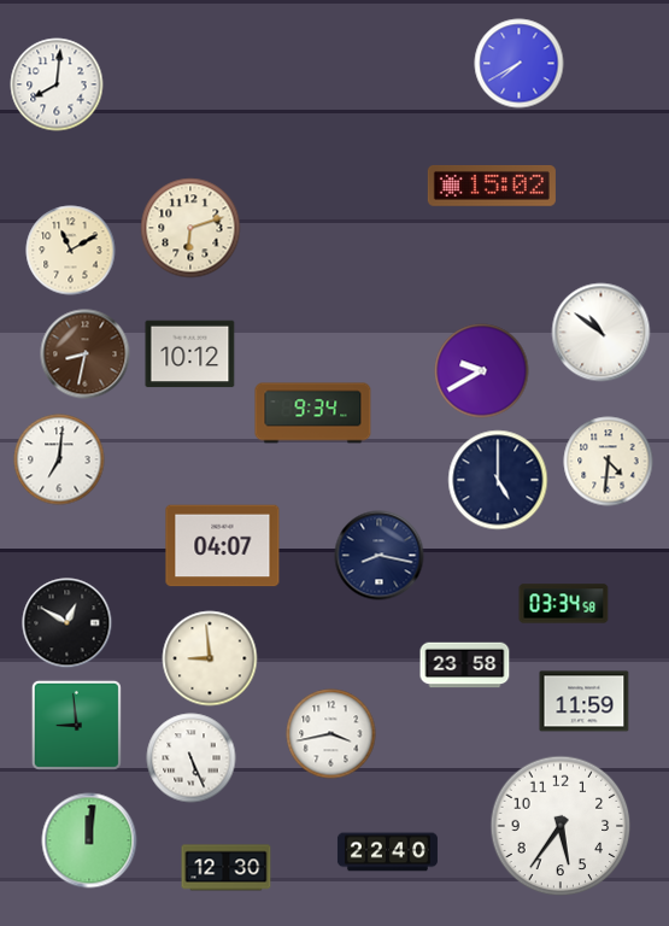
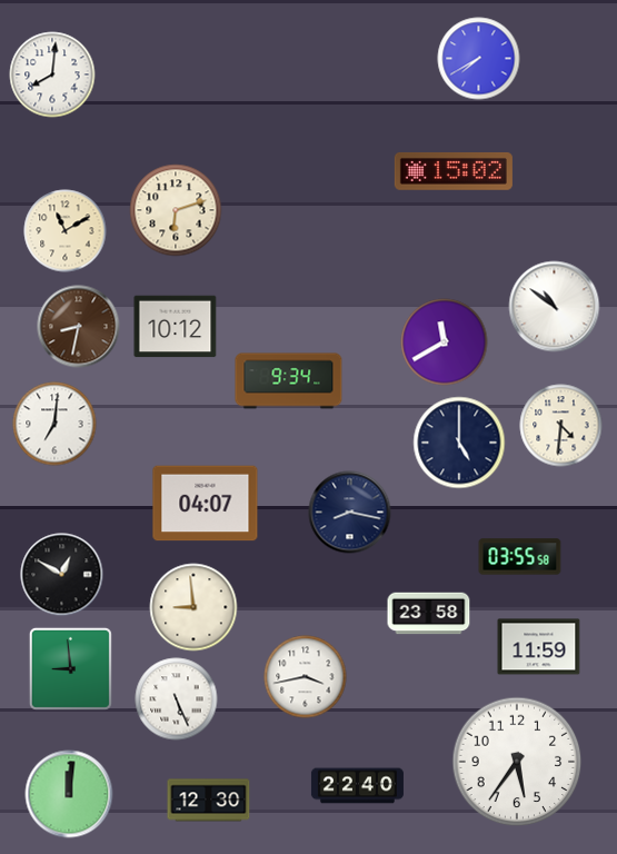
clock at (57, 84) position: (57, 84) -> (52, 75)
clock at (482, 371): 9:40 -> 11:40
clock at (564, 604): 03:34 -> 03:55
clock at (89, 840) position: (89, 840) -> (69, 794)
